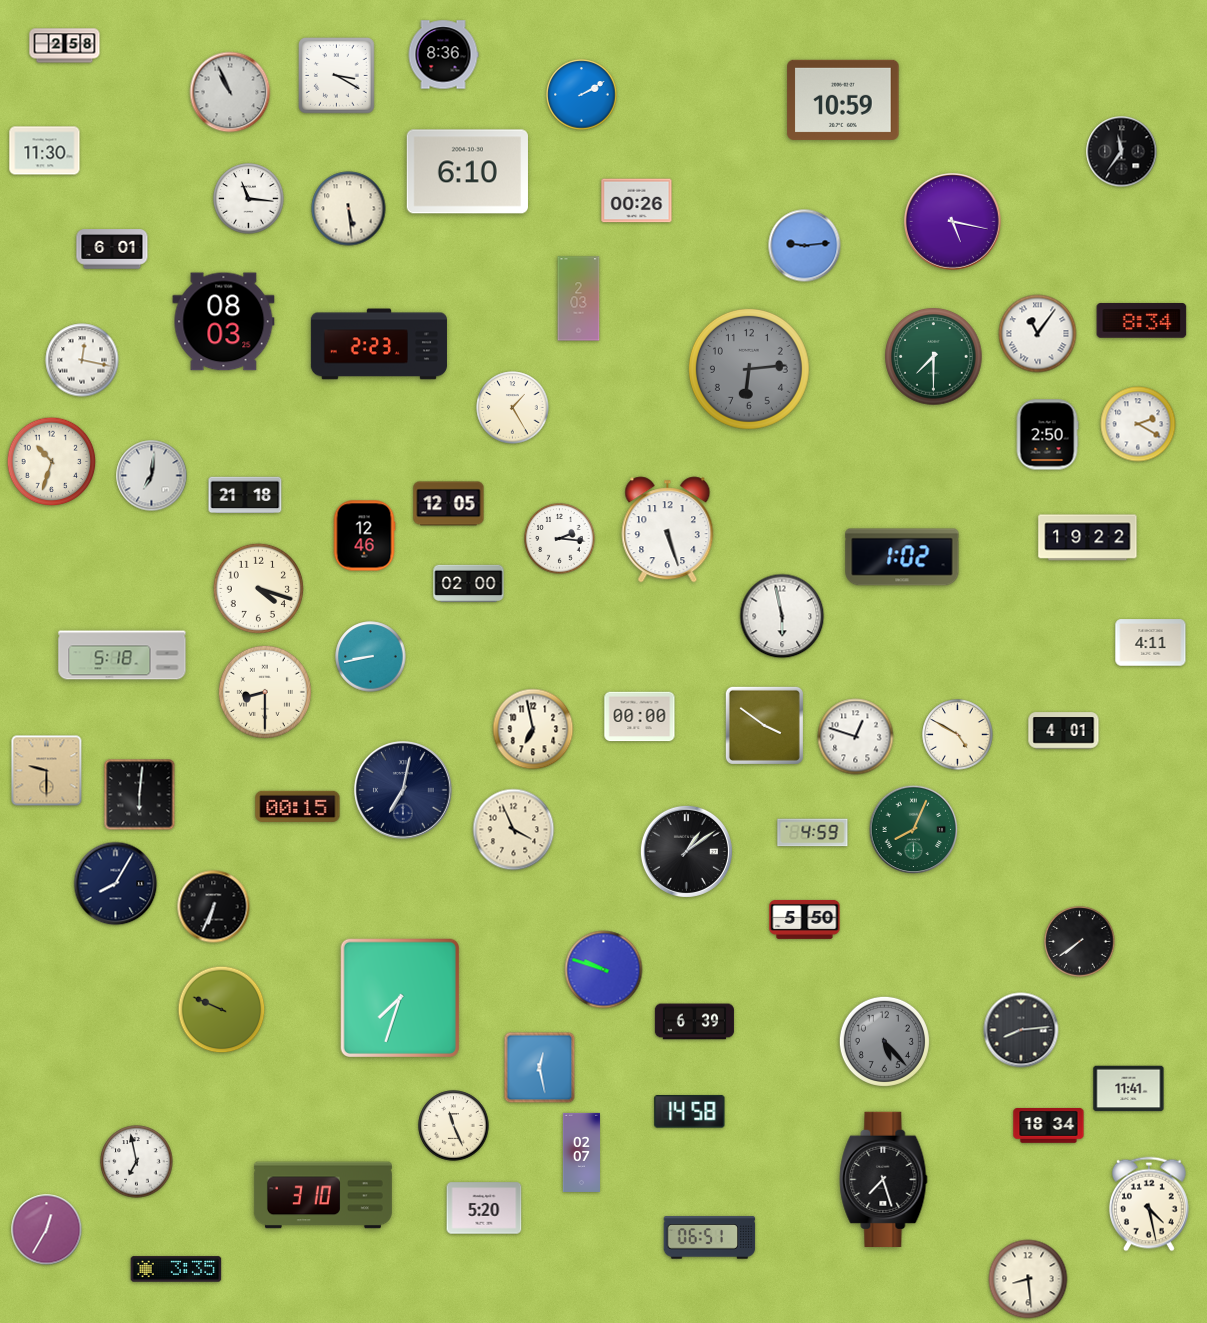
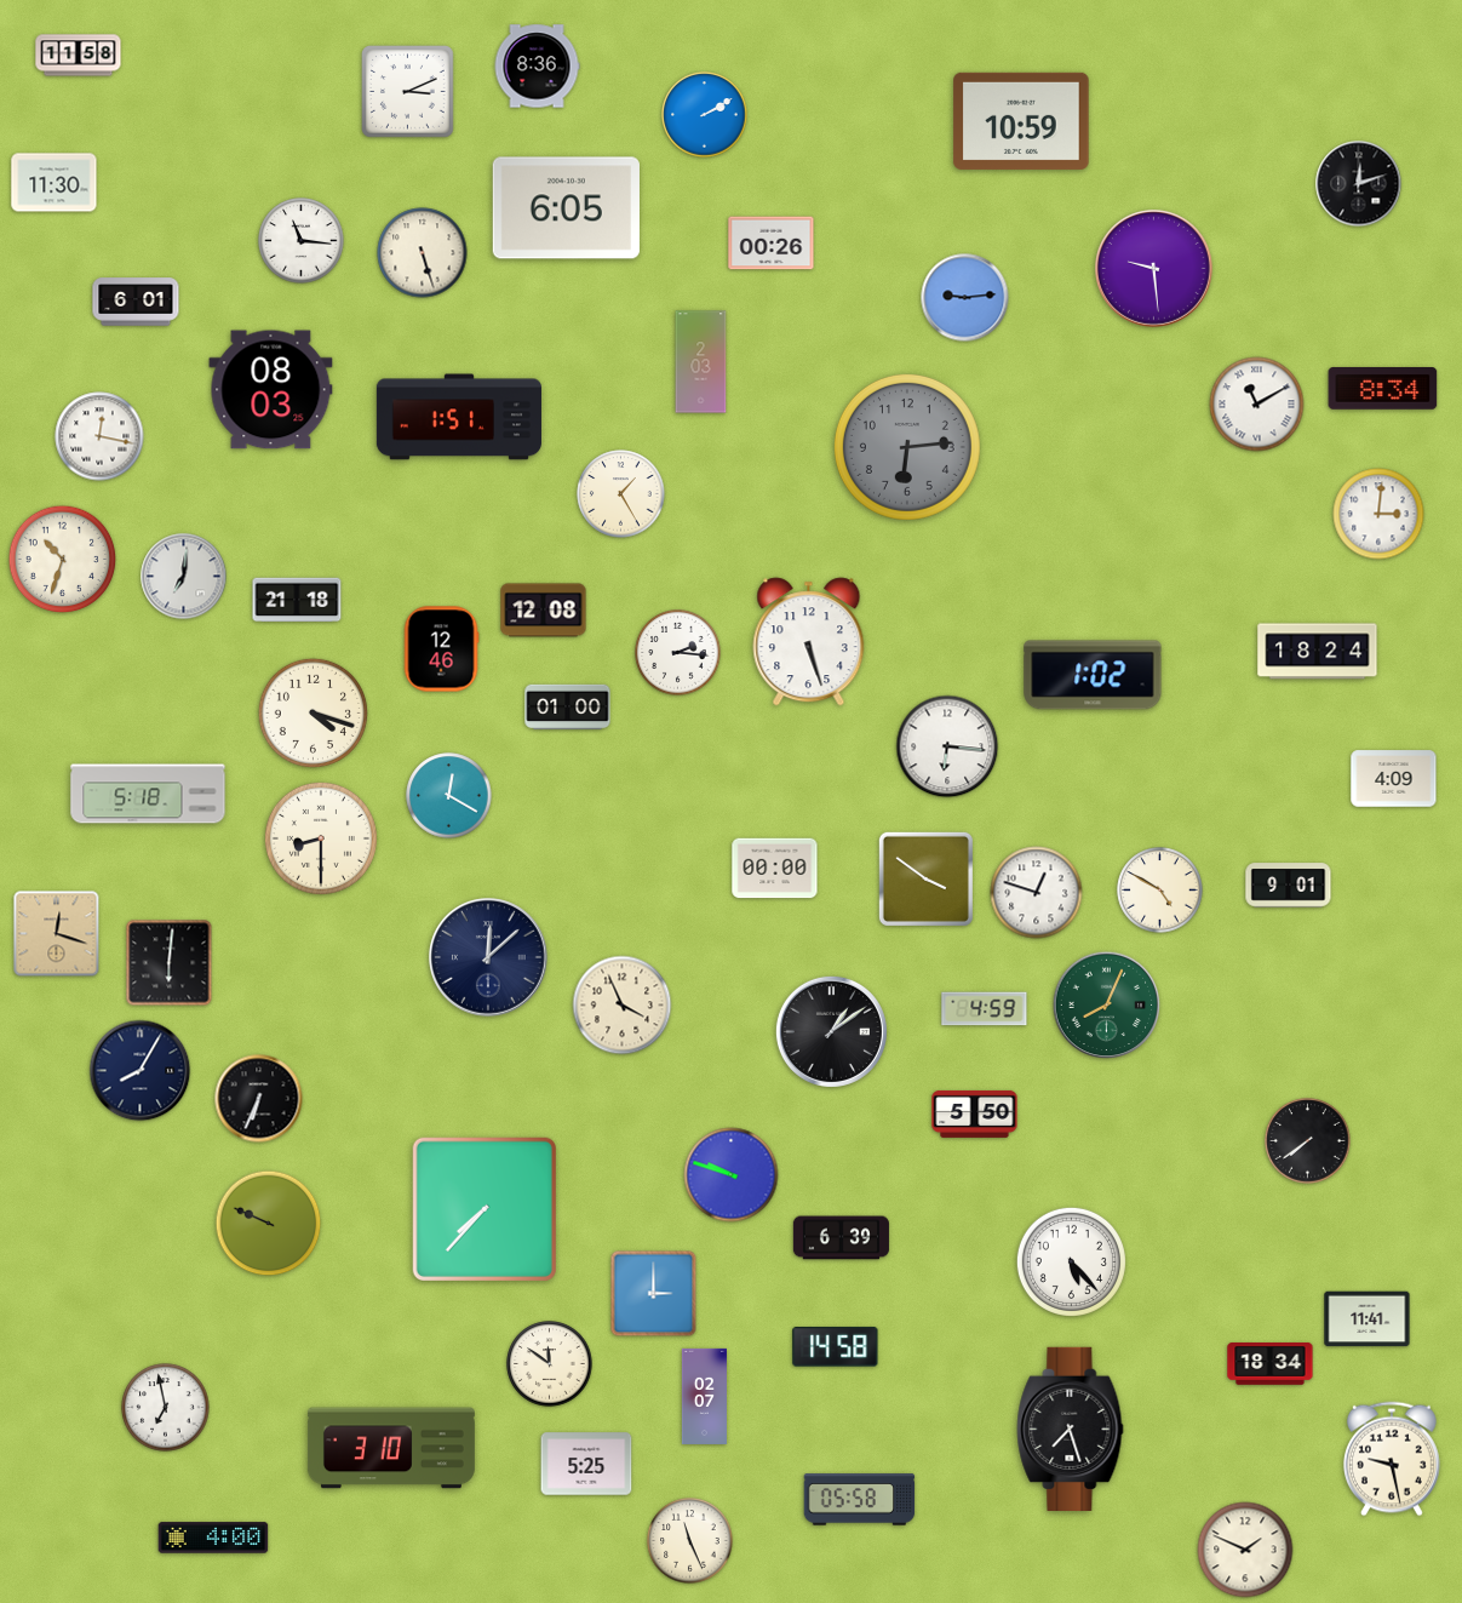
clock at (65, 46): 2:58 -> 11:58
clock at (337, 76): 3:20 -> 3:11
clock at (230, 92): 10:56 -> none
clock at (1122, 152): 11:36 -> 12:12
clock at (467, 172): 6:10 -> 6:05
clock at (349, 209): 5:29 -> 5:27
clock at (953, 222): 5:17 -> 9:29
clock at (805, 246) position: (805, 246) -> (965, 298)
clock at (1038, 334): 11:06 -> 11:10
clock at (379, 344): 2:23 -> 1:51
clock at (934, 357): 7:30 -> none
clock at (1138, 424): 2:20 -> 3:01
clock at (1047, 435): 2:50 -> none
clock at (449, 504): 12:05 -> 12:08
clock at (1088, 538): 19:22 -> 18:24
clock at (469, 584): 02:00 -> 01:00
clock at (782, 616): 5:58 -> 6:16
clock at (1151, 643): 4:11 -> 4:09
clock at (371, 657): 8:43 -> 12:20
clock at (533, 729): 6:58 -> none
clock at (1064, 731): 4:01 -> 9:01
clock at (47, 771): 9:30 -> 12:18
clock at (404, 791): 7:02 -> 12:08
clock at (298, 806): 00:15 -> none
clock at (400, 998): 7:33 -> 7:37
clock at (1021, 1030): 8:14 -> none
clock at (884, 1041) dial: grey -> white
clock at (540, 1068): 12:28 -> 3:00
clock at (454, 1126): 11:26 -> 11:51
clock at (1150, 1204): 4:28 -> 9:28
clock at (484, 1208): 5:20 -> 5:25
clock at (47, 1230): 12:35 -> none
clock at (710, 1238): 06:51 -> 05:58
clock at (176, 1269): 3:35 -> 4:00
clock at (690, 1541): none -> 11:26
clock at (1028, 1279): 8:29 -> 1:49
